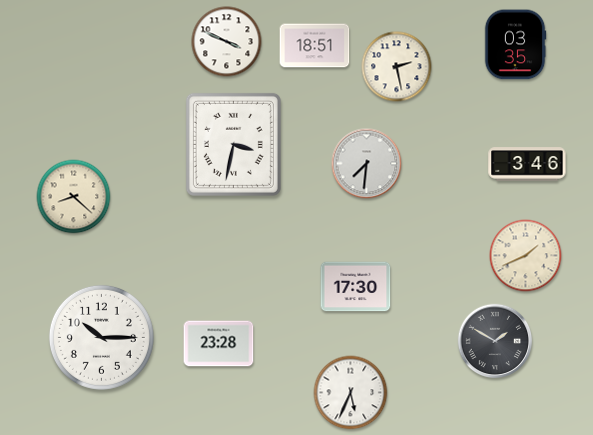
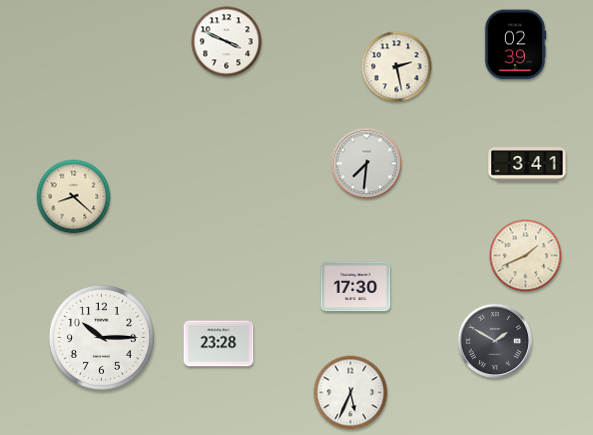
clock at (515, 45): 03:35 -> 02:39
clock at (315, 46): 18:51 -> none
clock at (233, 144): 3:32 -> none
clock at (527, 164): 3:46 -> 3:41
